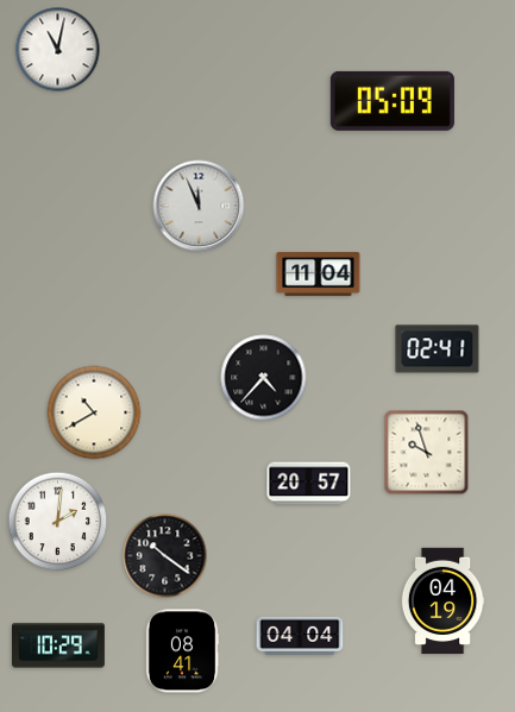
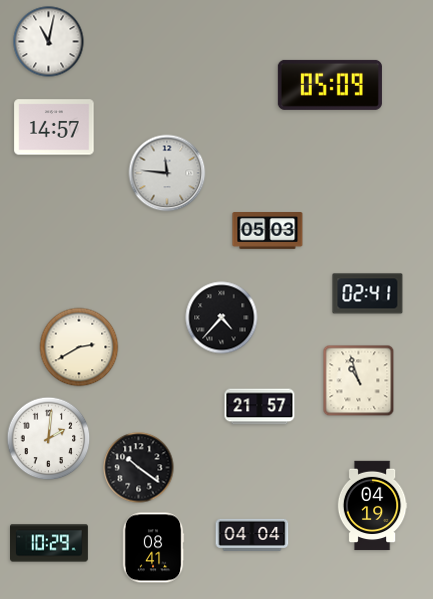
clock at (54, 127): none -> 14:57
clock at (199, 206): 11:56 -> 11:46
clock at (319, 275): 11:04 -> 05:03
clock at (94, 412): 10:40 -> 2:40
clock at (427, 453): 9:57 -> 10:57
clock at (309, 484): 20:57 -> 21:57
